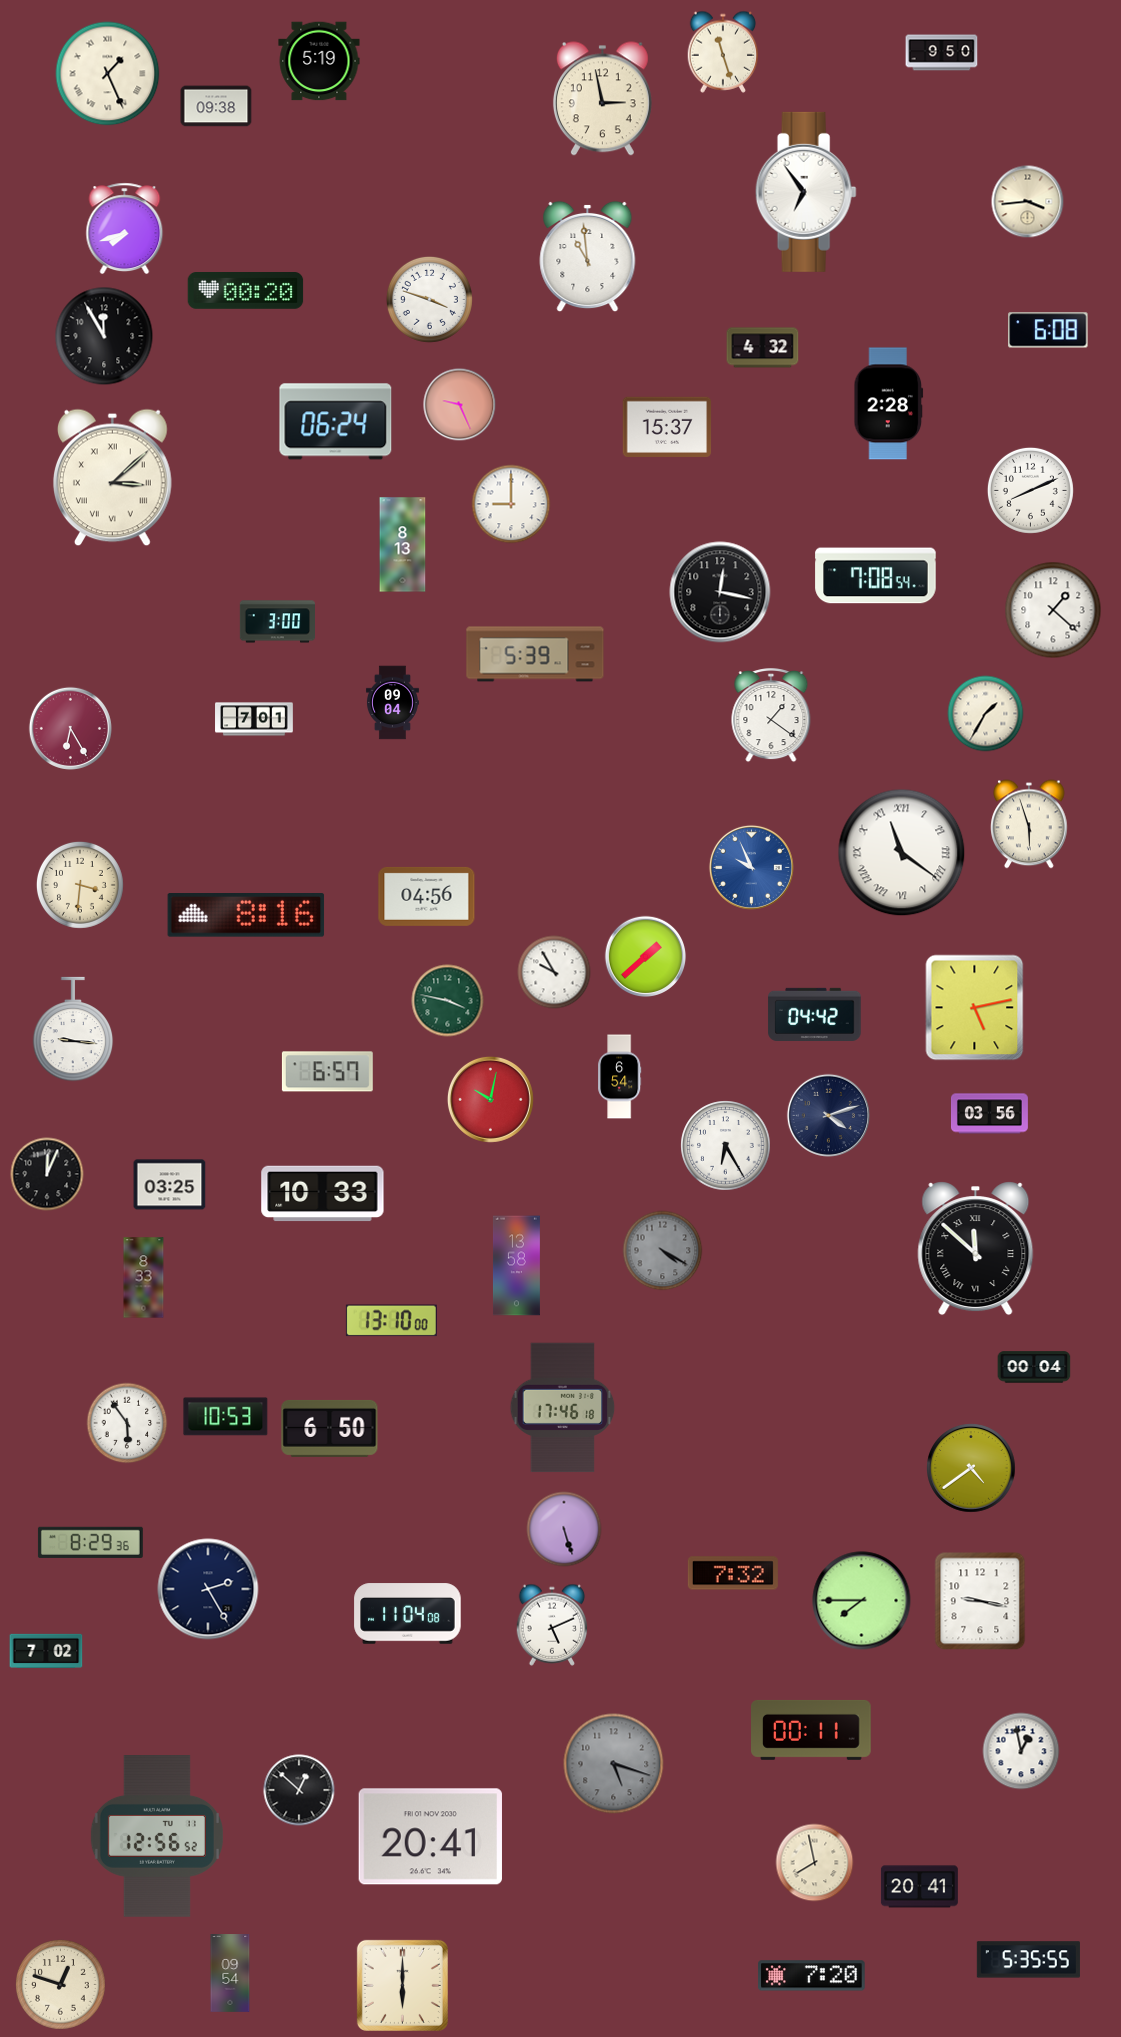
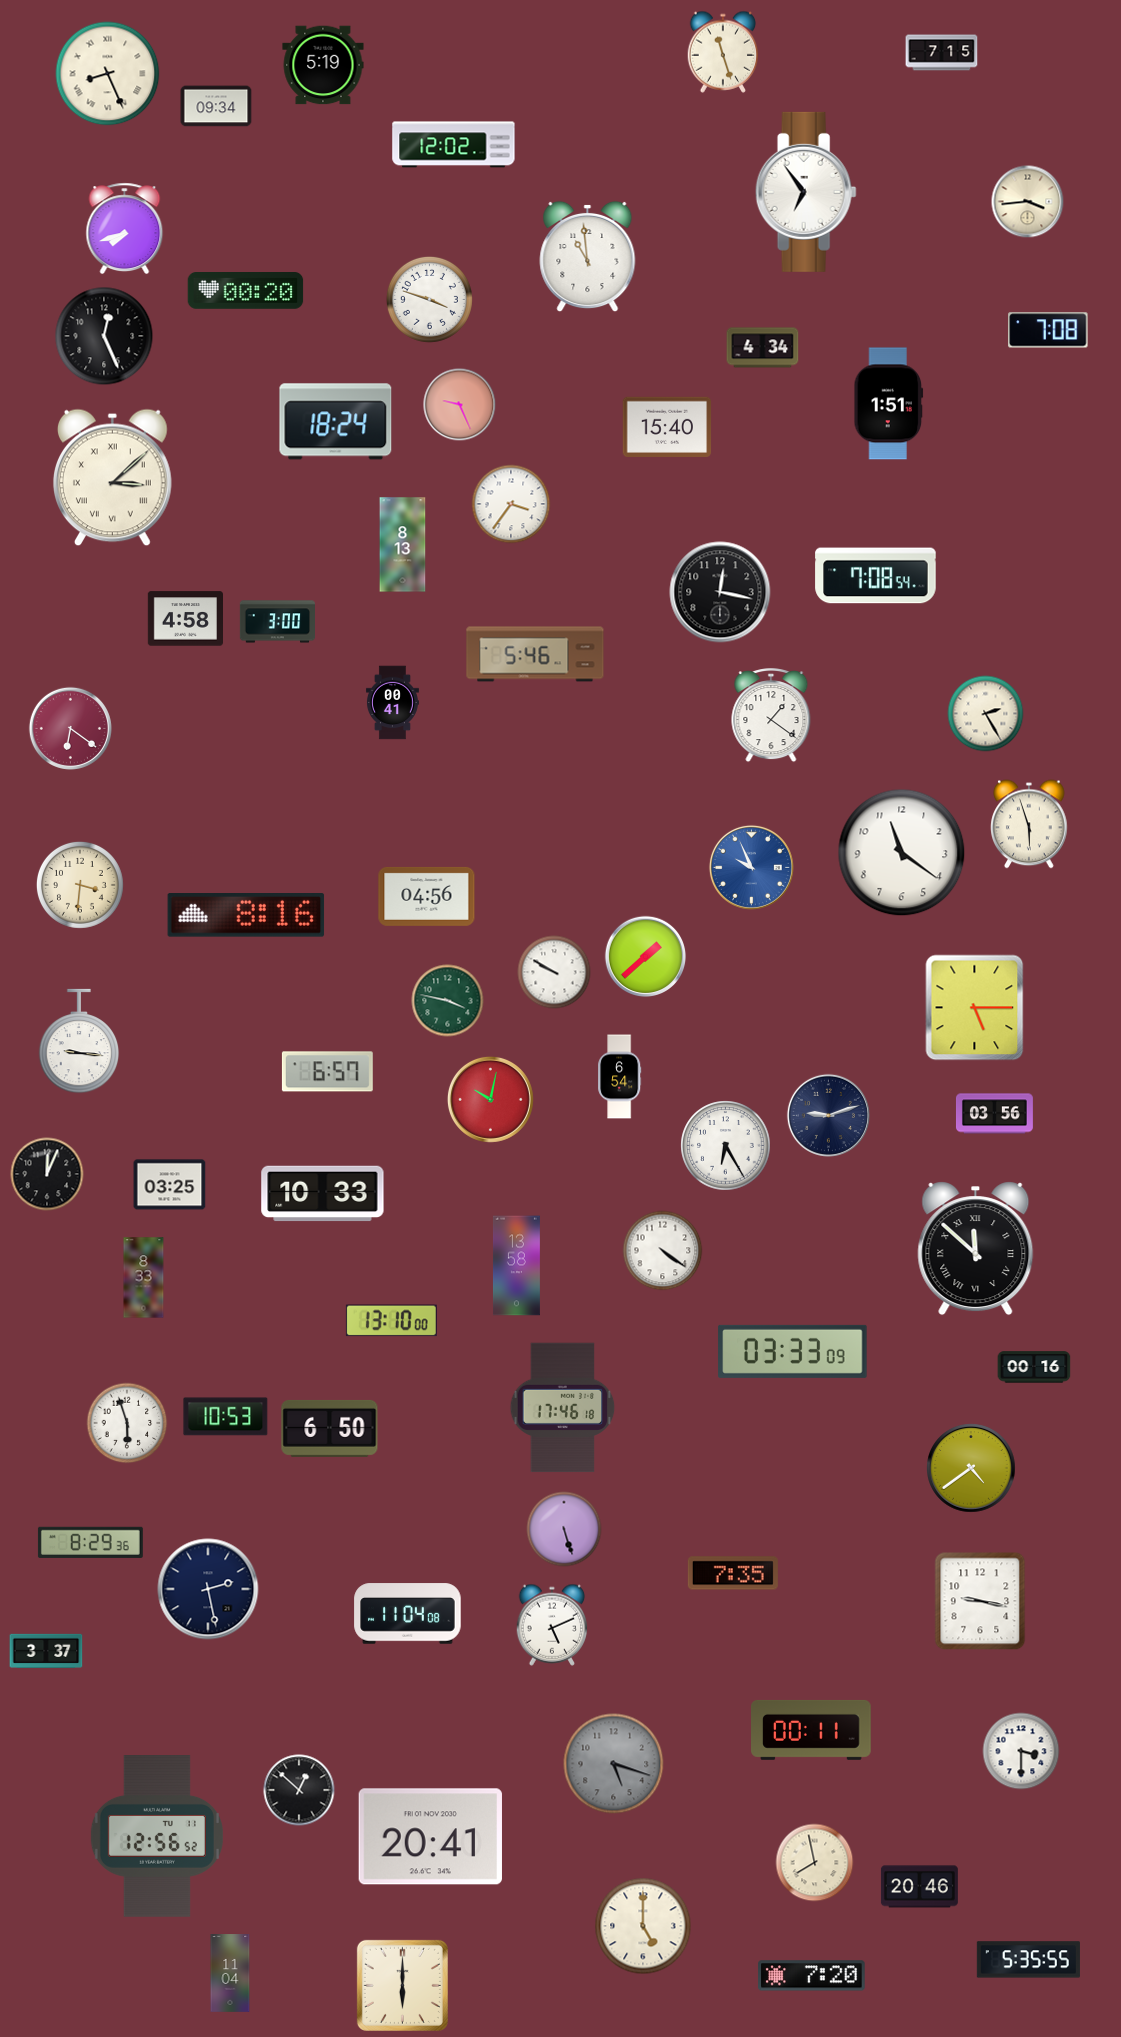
clock at (942, 53): 9:50 -> 7:15
clock at (319, 61) position: (319, 61) -> (323, 65)
clock at (108, 74): 1:26 -> 8:26
clock at (602, 99): 2:58 -> none
clock at (216, 106): 09:38 -> 09:34
clock at (454, 145): none -> 12:02
clock at (1048, 330): 6:08 -> 7:08
clock at (104, 336): 11:55 -> 12:26
clock at (763, 348): 4:32 -> 4:34
clock at (889, 404): 2:28 -> 1:51
clock at (336, 422): 06:24 -> 18:24
clock at (667, 426): 15:37 -> 15:40
clock at (1030, 490): 8:11 -> none
clock at (511, 504): 9:00 -> 3:36
clock at (1053, 610): 1:22 -> none
clock at (185, 619): none -> 4:58
clock at (535, 654): 5:39 -> 5:46
clock at (392, 703): 09:04 -> 00:41
clock at (986, 714): 1:35 -> 2:25
clock at (254, 719): 7:01 -> none
clock at (70, 728): 6:25 -> 6:21
clock at (902, 853) numerals: Roman -> Arabic
clock at (554, 972): 9:55 -> 9:50
clock at (975, 1008): 5:13 -> 5:15
clock at (815, 1014): 04:42 -> none
clock at (73, 1029) position: (73, 1029) -> (79, 1041)
clock at (989, 1114) position: (989, 1114) -> (994, 1114)
clock at (828, 1115): 4:12 -> 9:12
clock at (663, 1251): 4:20 -> 4:21
clock at (663, 1251) dial: grey -> white
clock at (793, 1351): none -> 03:33
clock at (1034, 1367): 00:04 -> 00:16
clock at (127, 1423): 5:54 -> 5:57
clock at (733, 1573): 7:32 -> 7:35
clock at (208, 1589): 2:25 -> 2:28
clock at (862, 1601): 7:45 -> none
clock at (46, 1651): 7:02 -> 3:37
clock at (1021, 1751): 12:58 -> 3:30
clock at (919, 1887): 20:41 -> 20:46
clock at (643, 1926): none -> 5:00
clock at (230, 1973): 09:54 -> 11:04
clock at (61, 1985): 12:48 -> none
